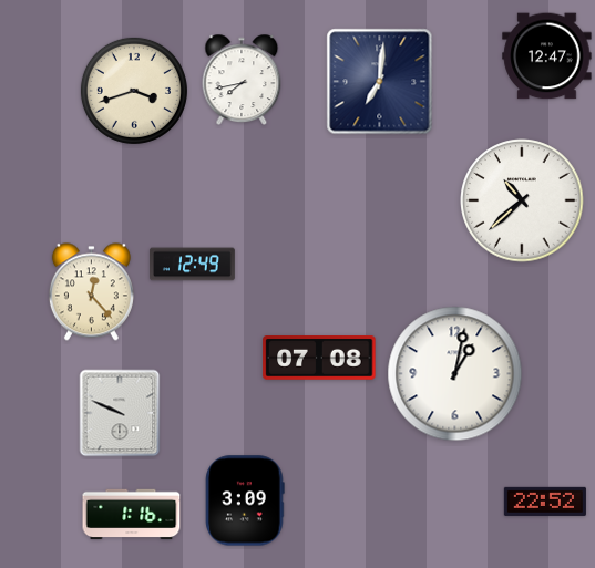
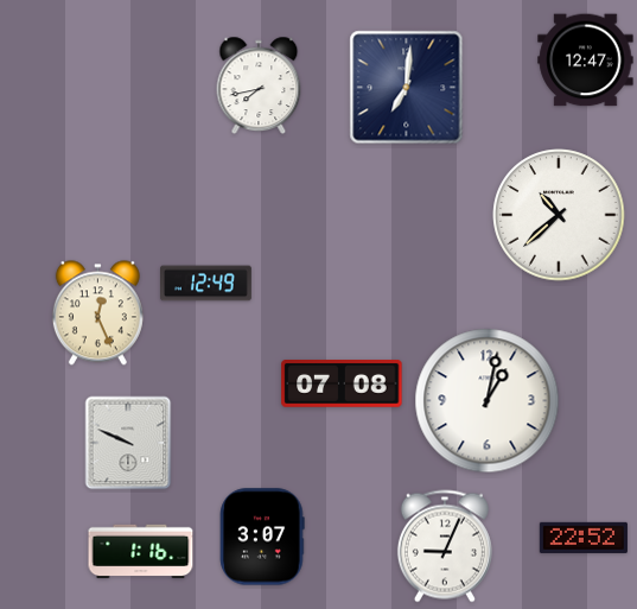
clock at (134, 91): 3:42 -> none
clock at (91, 292): 12:23 -> 12:26
clock at (245, 500): 3:09 -> 3:07
clock at (445, 546): none -> 9:04
